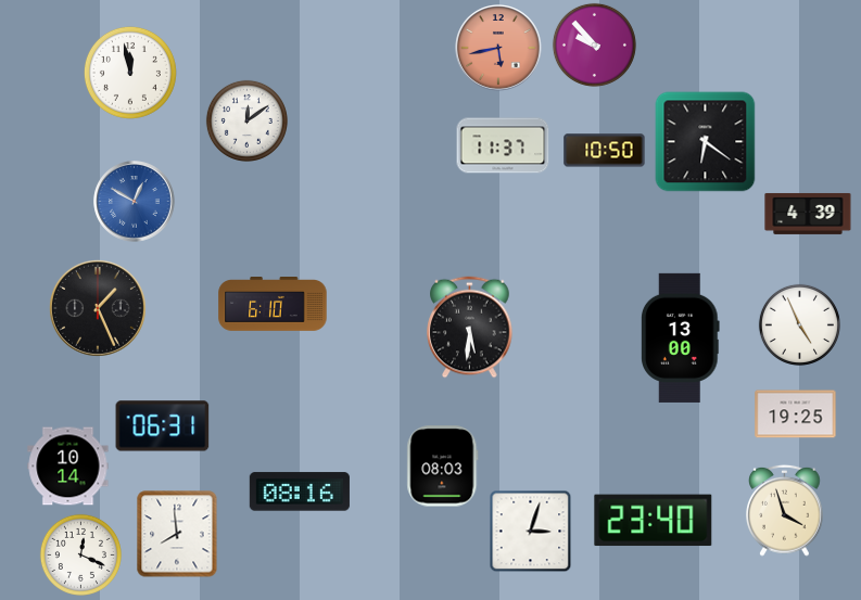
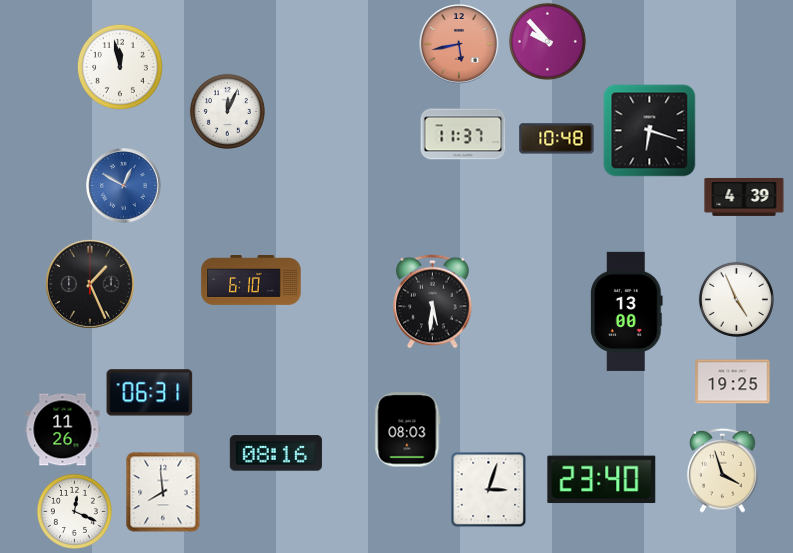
clock at (246, 120): 12:09 -> 12:04
clock at (706, 142): 6:21 -> 6:18
clock at (605, 151): 10:50 -> 10:48
clock at (68, 467): 10:14 -> 11:26
